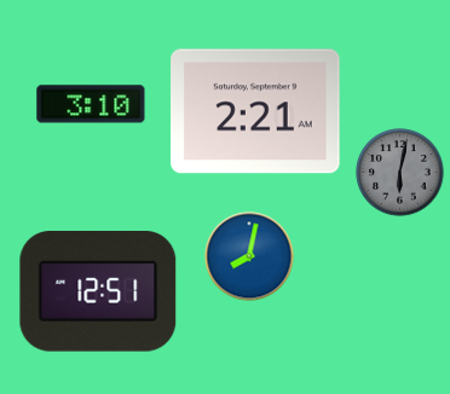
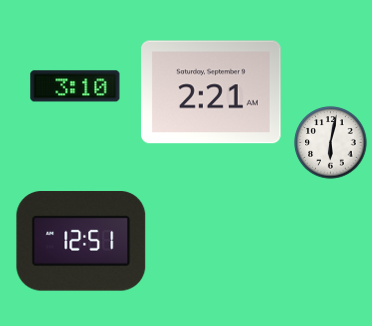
clock at (400, 173) dial: grey -> white
clock at (249, 256): 8:02 -> none
